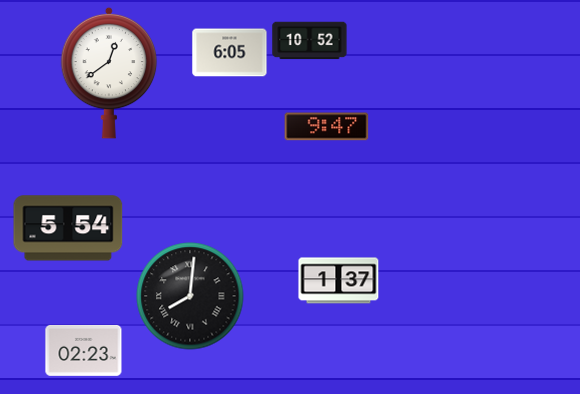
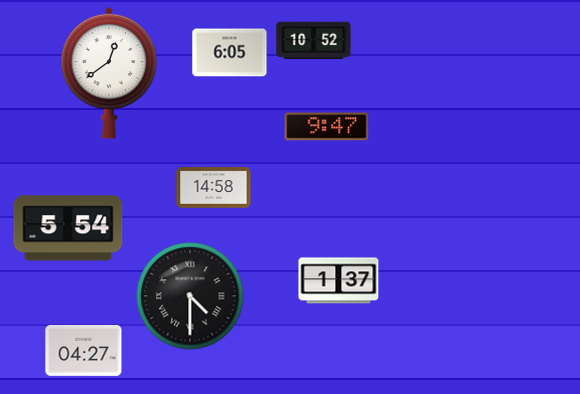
clock at (310, 41) position: (310, 41) -> (314, 41)
clock at (214, 188): none -> 14:58
clock at (190, 296): 8:01 -> 4:30
clock at (84, 350): 02:23 -> 04:27
